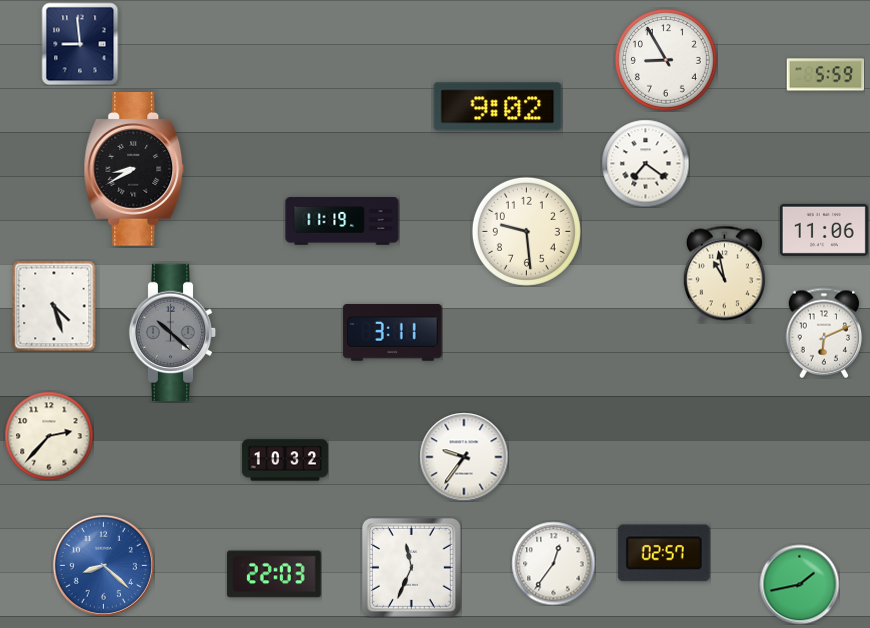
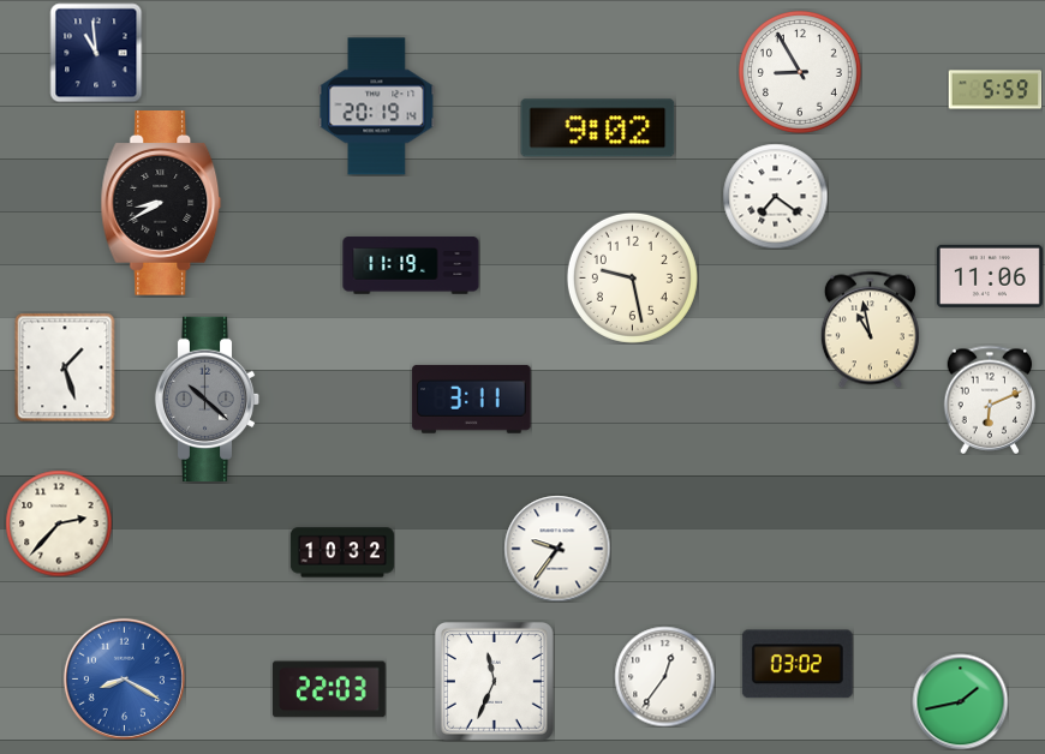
clock at (80, 44): 8:59 -> 10:59
clock at (825, 75) position: (825, 75) -> (995, 90)
clock at (377, 107): none -> 20:19
clock at (526, 231): 9:29 -> 9:28
clock at (54, 306): 4:27 -> 1:27
clock at (664, 553): 02:57 -> 03:02
clock at (103, 565): 8:22 -> 8:20
